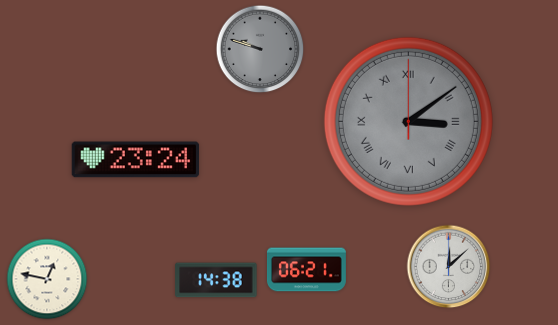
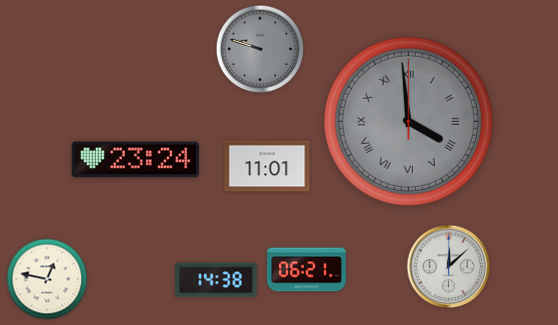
clock at (408, 121): 3:09 -> 3:59
clock at (267, 166): none -> 11:01
